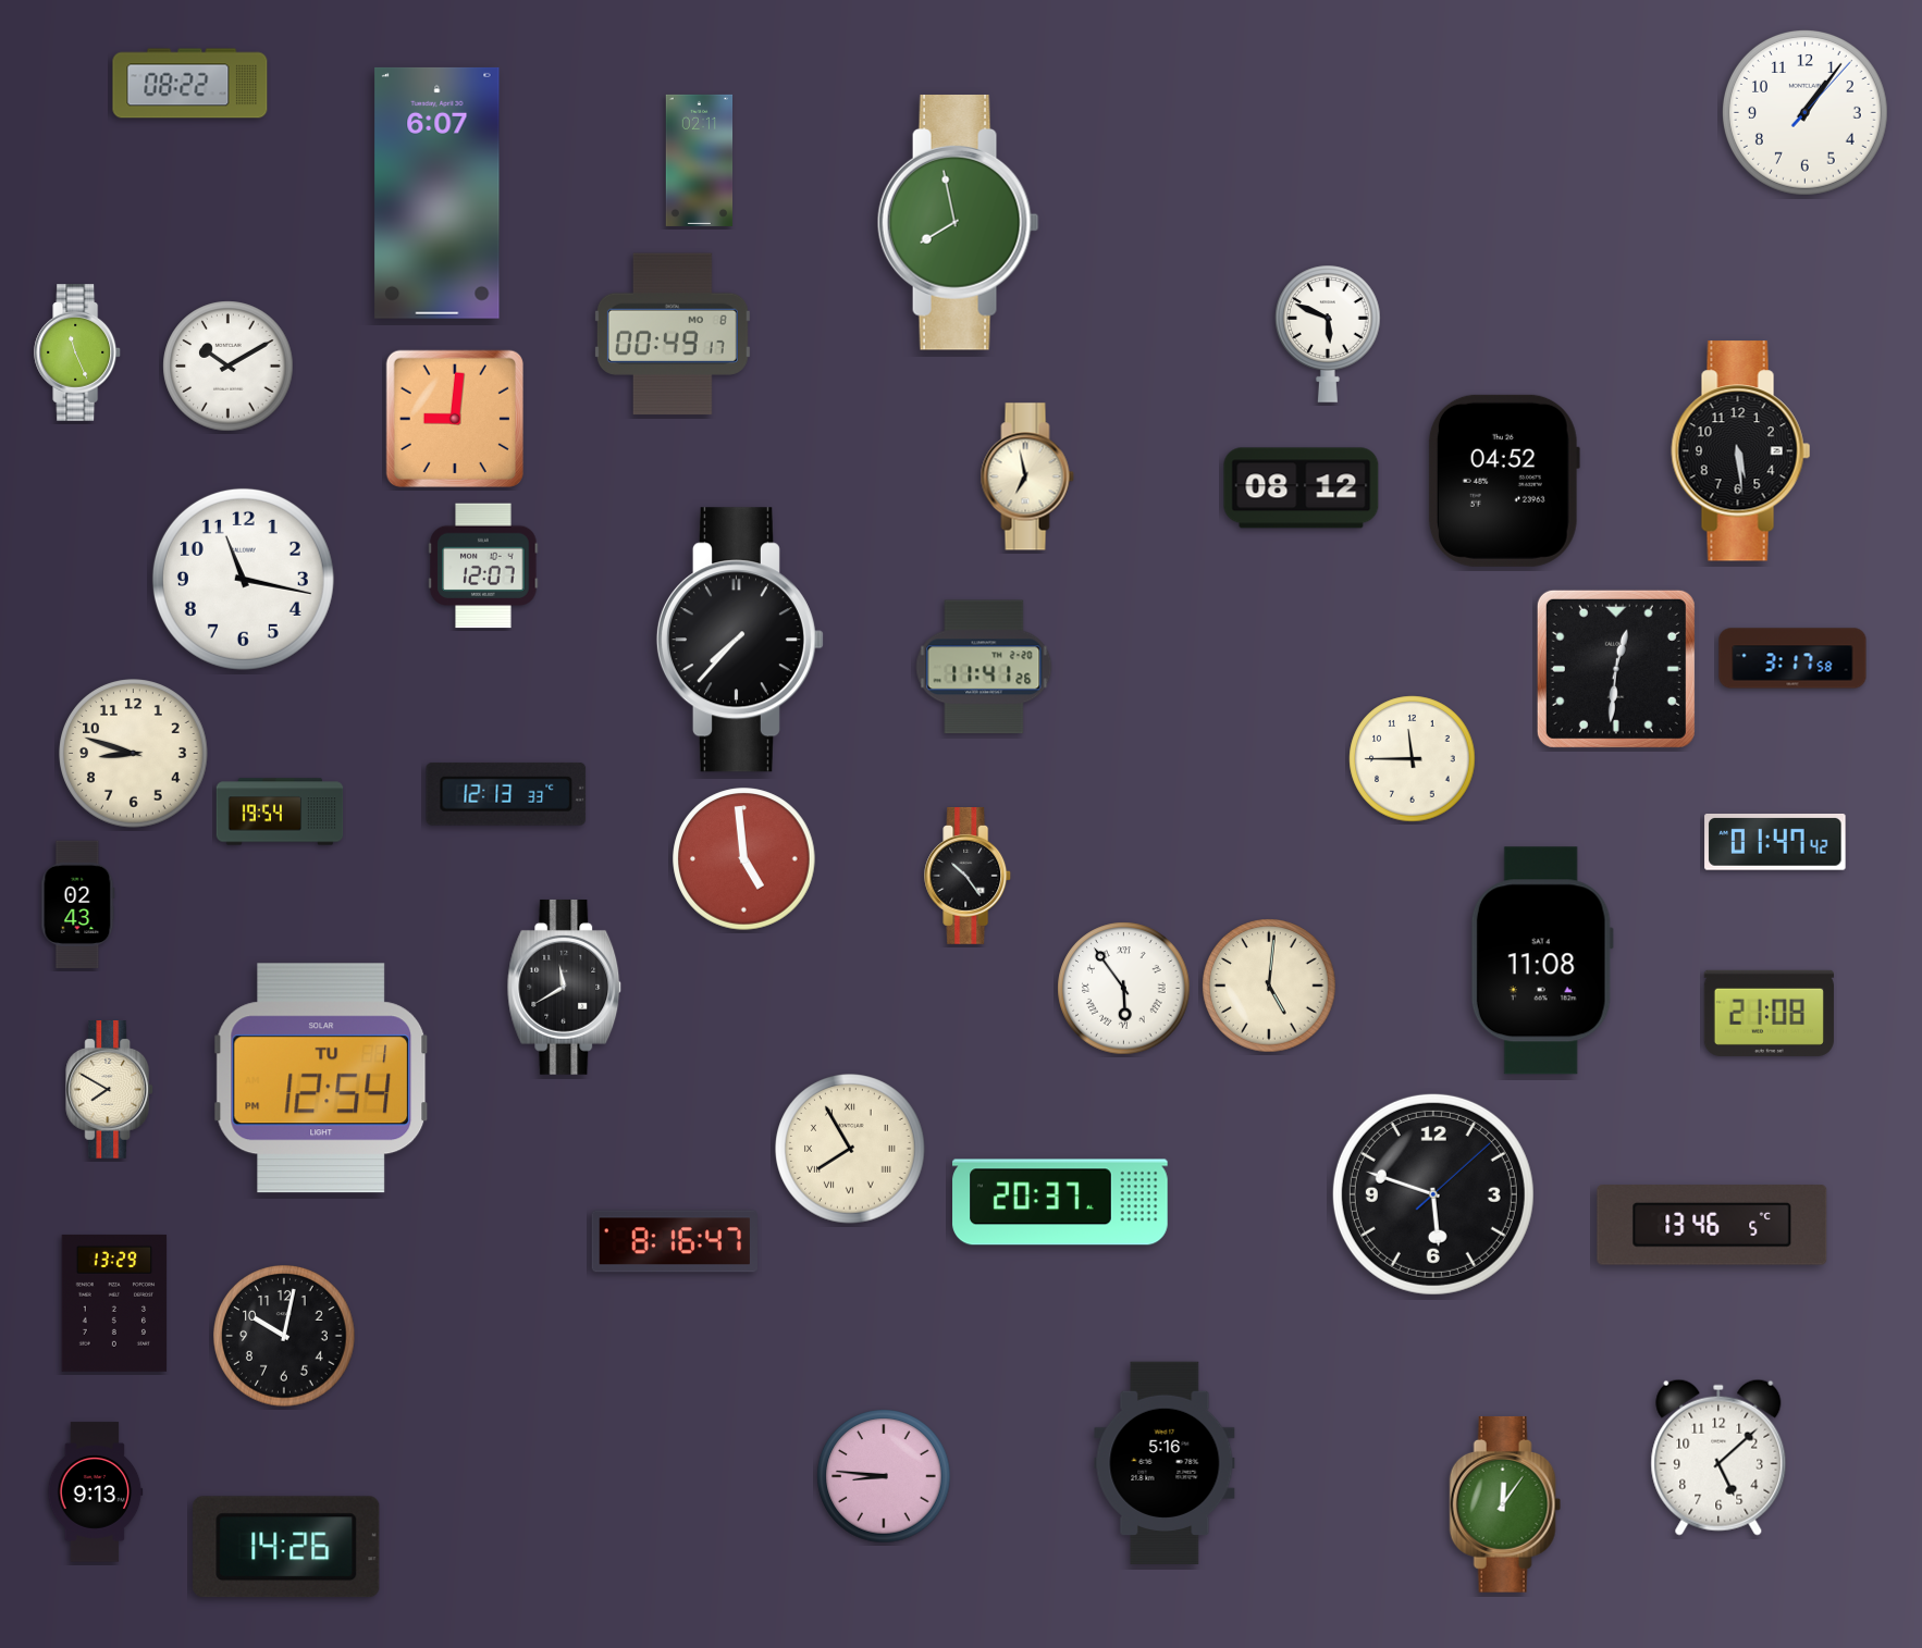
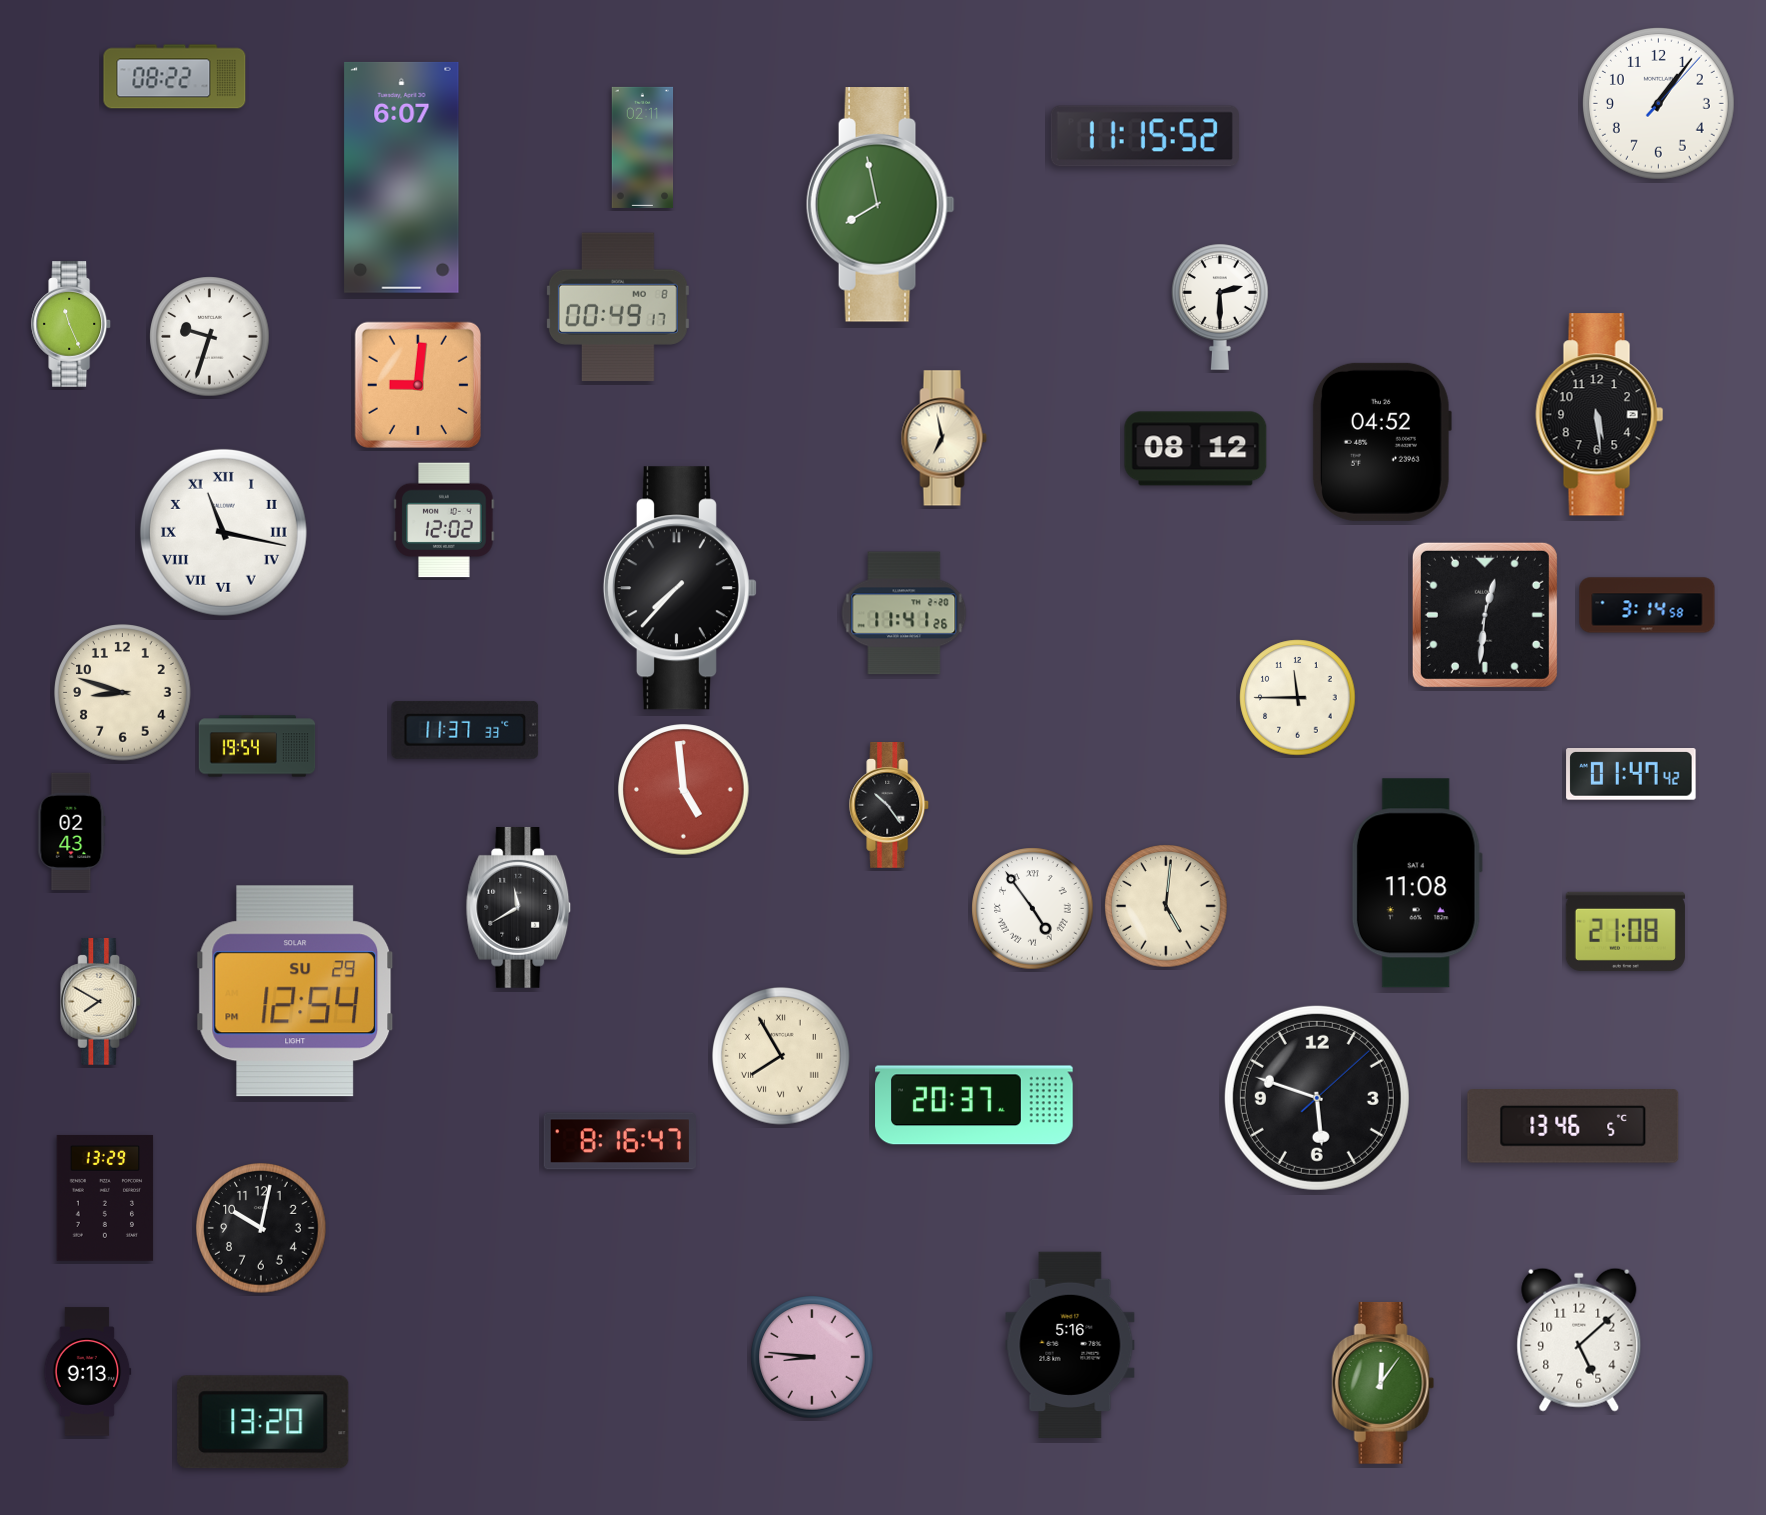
clock at (1145, 136): none -> 11:15
clock at (1329, 334): 5:49 -> 2:30
clock at (229, 367): 10:10 -> 9:33
clock at (483, 566): 12:07 -> 12:02
clock at (243, 579) numerals: Arabic -> Roman
clock at (1792, 658): 3:17 -> 3:14
clock at (506, 794): 12:13 -> 11:37
clock at (1124, 989): 5:54 -> 4:54
clock at (321, 1078) date: TU 1 -> SU 29
clock at (286, 1547): 14:26 -> 13:20
